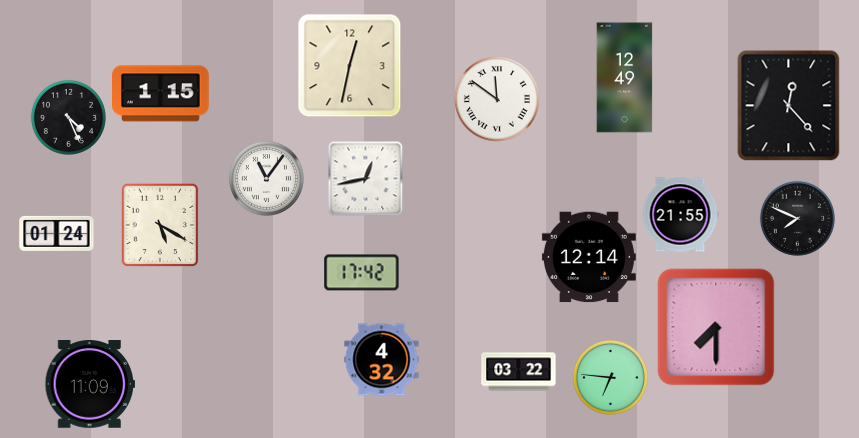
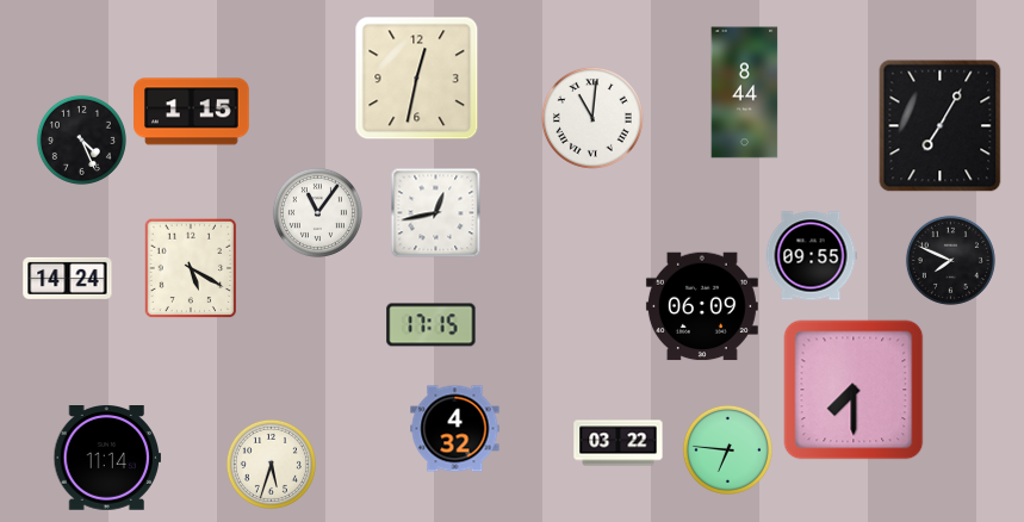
clock at (625, 78): 12:49 -> 8:44
clock at (497, 99): 11:51 -> 11:01
clock at (789, 106): 12:23 -> 7:05
clock at (680, 215): 21:55 -> 09:55
clock at (57, 233): 01:24 -> 14:24
clock at (589, 257): 12:14 -> 06:09
clock at (362, 273): 17:42 -> 17:15
clock at (89, 385): 11:09 -> 11:14
clock at (271, 464): none -> 5:33
